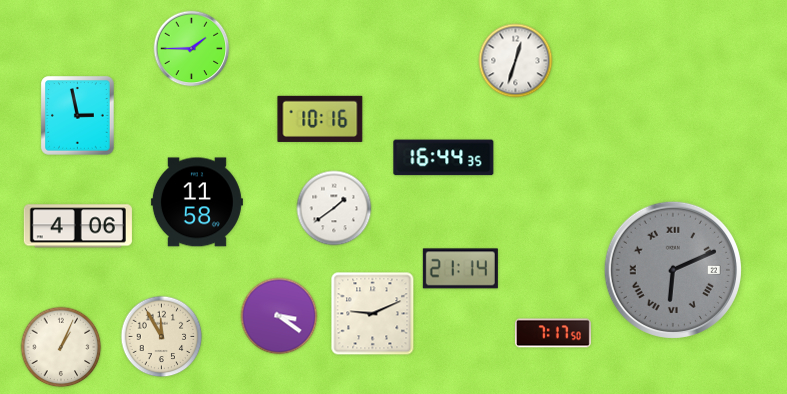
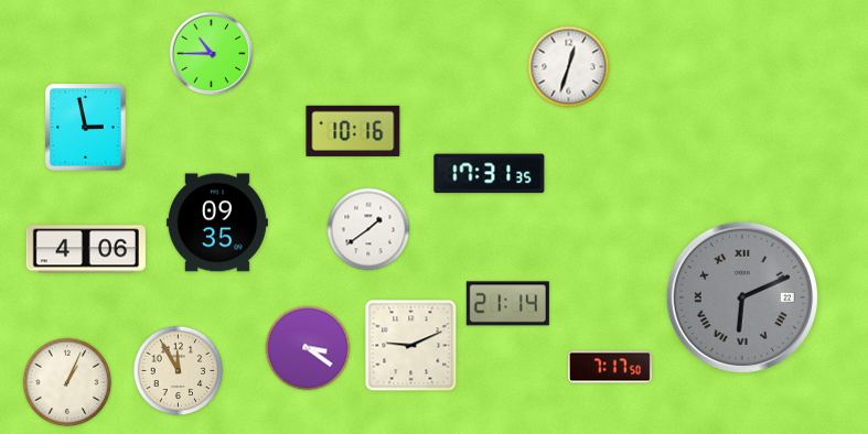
clock at (192, 49): 1:45 -> 10:45
clock at (444, 158): 16:44 -> 17:31
clock at (197, 202): 11:58 -> 09:35
clock at (460, 269) position: (460, 269) -> (507, 304)
